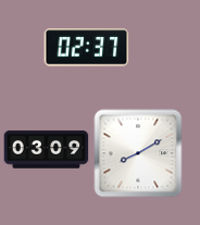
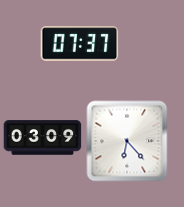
clock at (86, 48): 02:37 -> 07:37
clock at (138, 153): 8:10 -> 6:23
